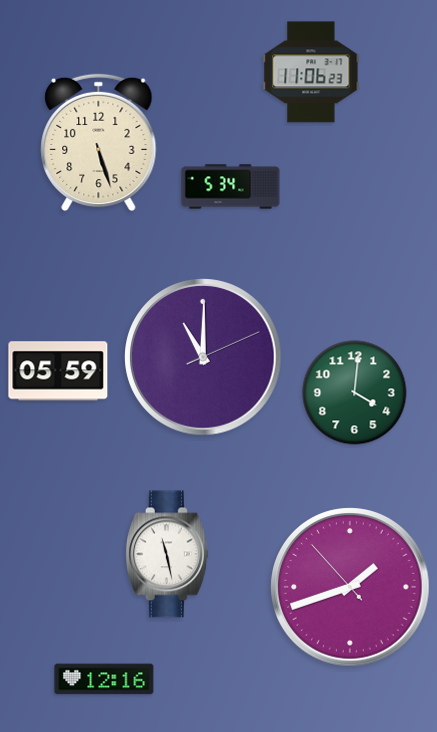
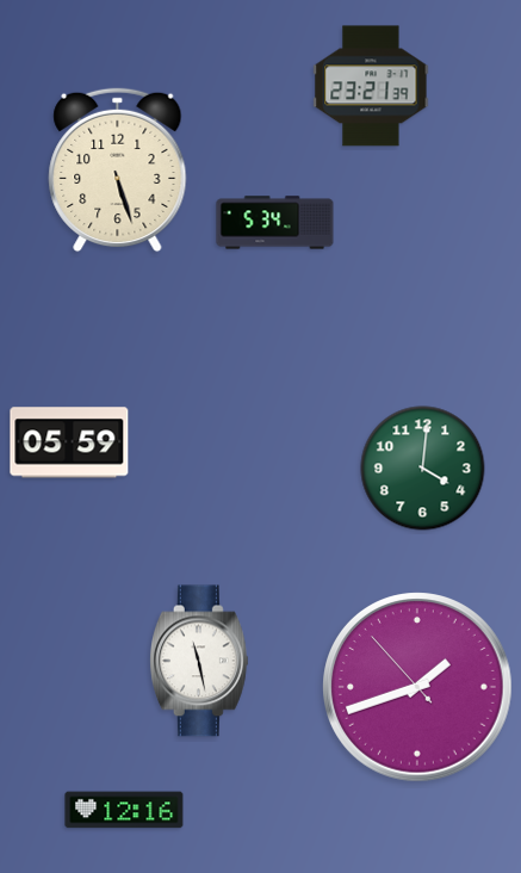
clock at (311, 72): 11:06 -> 23:21
clock at (203, 357): 11:00 -> none
clock at (350, 587) position: (350, 587) -> (417, 687)
